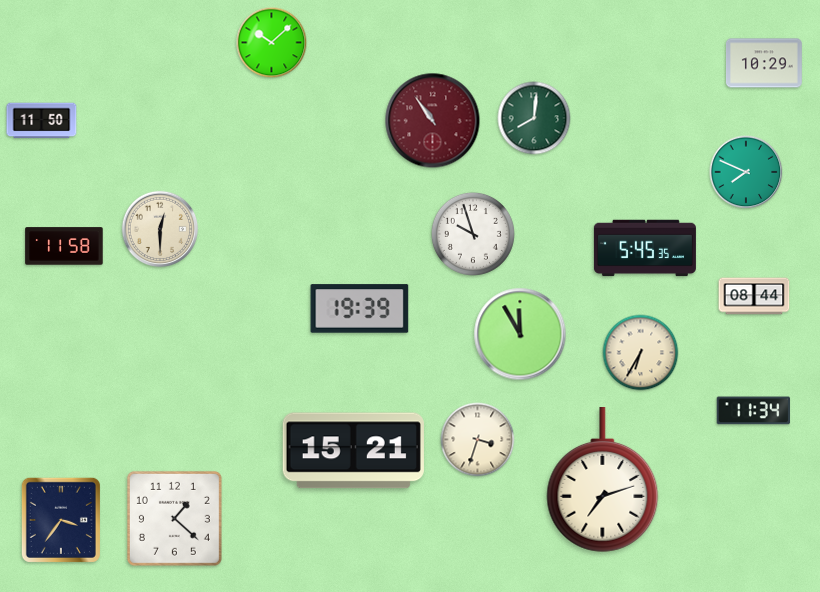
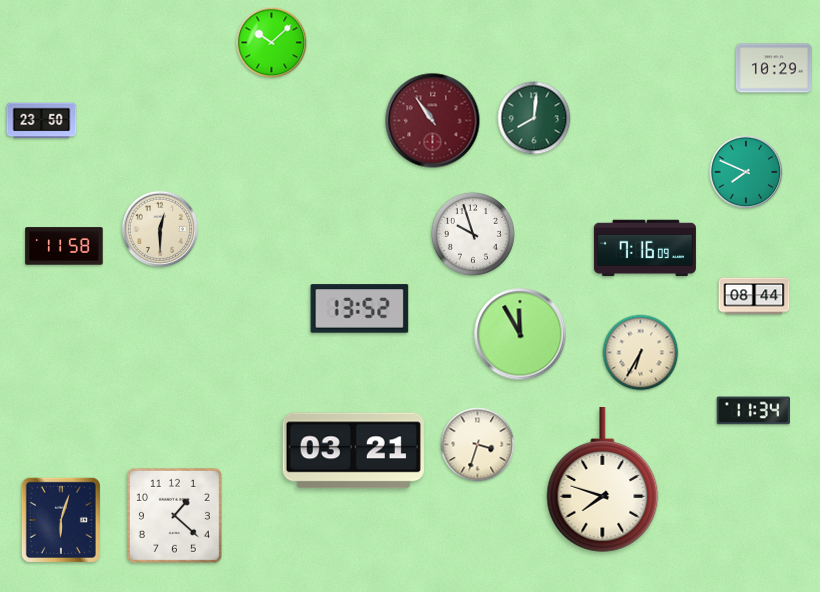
clock at (764, 63) position: (764, 63) -> (774, 68)
clock at (42, 121): 11:50 -> 23:50
clock at (645, 248): 5:45 -> 7:16
clock at (360, 309): 19:39 -> 13:52
clock at (478, 440) position: (478, 440) -> (478, 445)
clock at (353, 451): 15:21 -> 03:21
clock at (603, 480): 7:12 -> 7:48
clock at (174, 518) position: (174, 518) -> (174, 515)
clock at (61, 520): 3:36 -> 6:03
